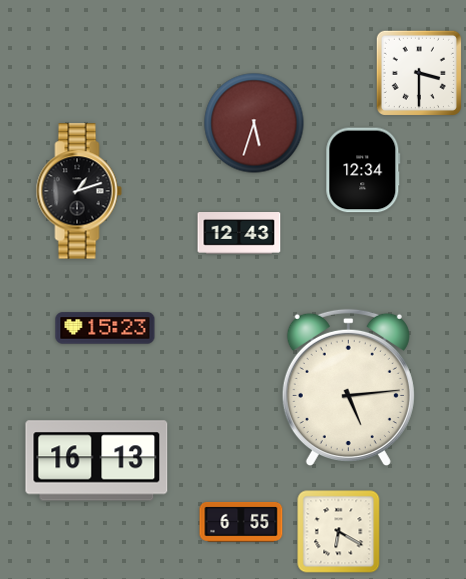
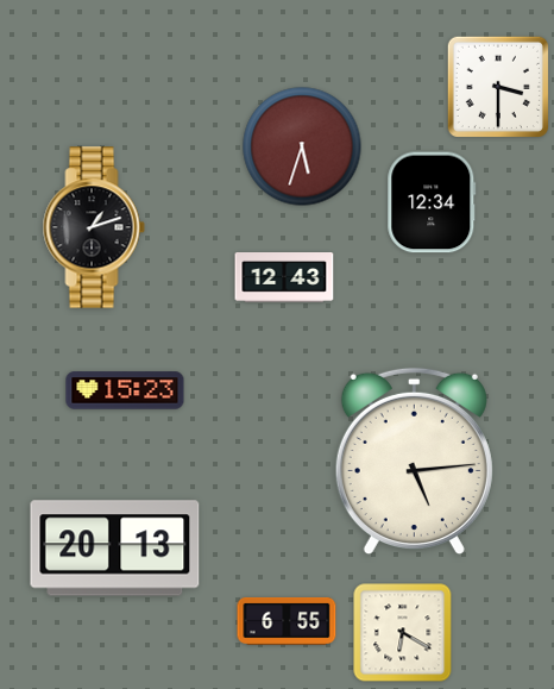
clock at (97, 461): 16:13 -> 20:13
